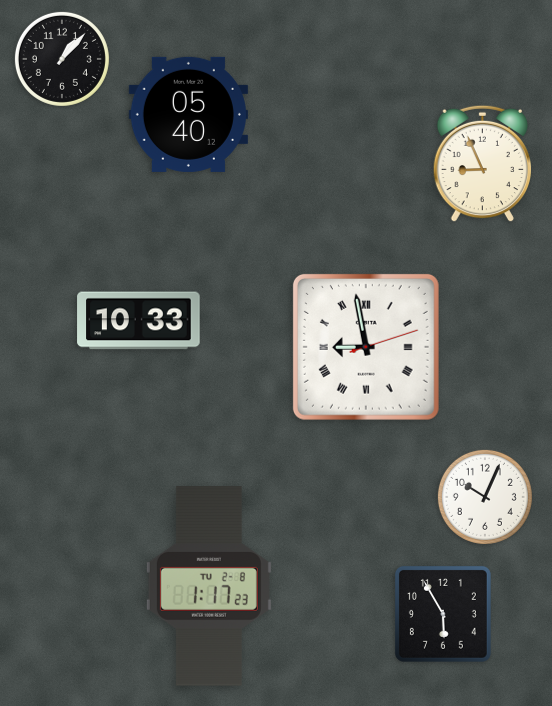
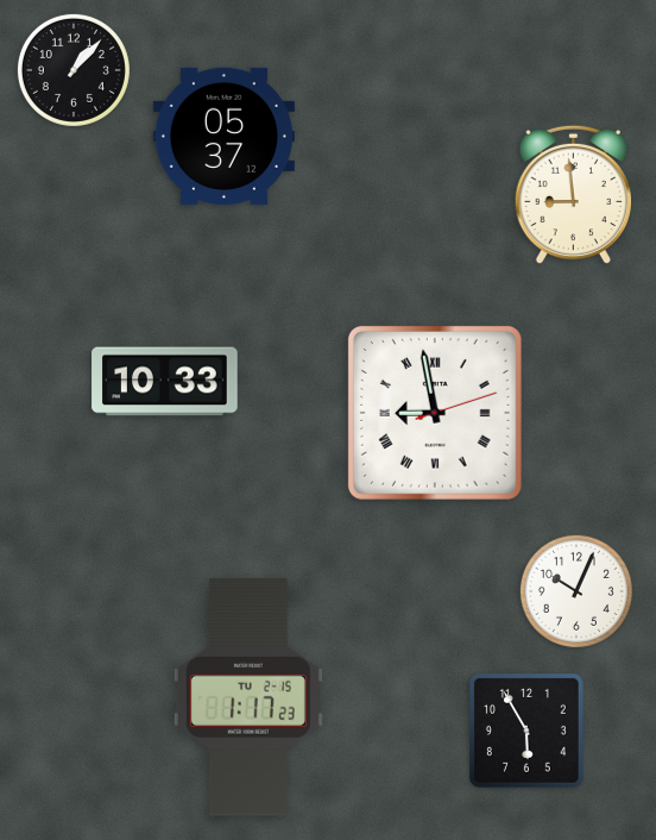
clock at (188, 114): 05:40 -> 05:37
clock at (482, 164): 8:56 -> 8:59
clock at (209, 586) date: TU 2-8 -> TU 2-15
